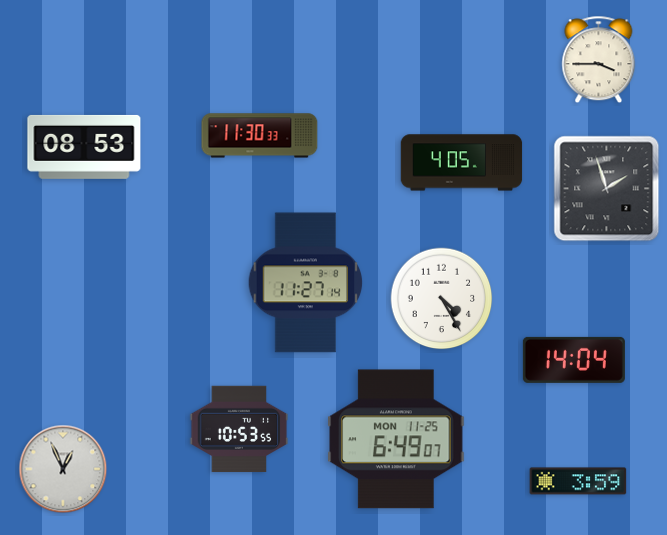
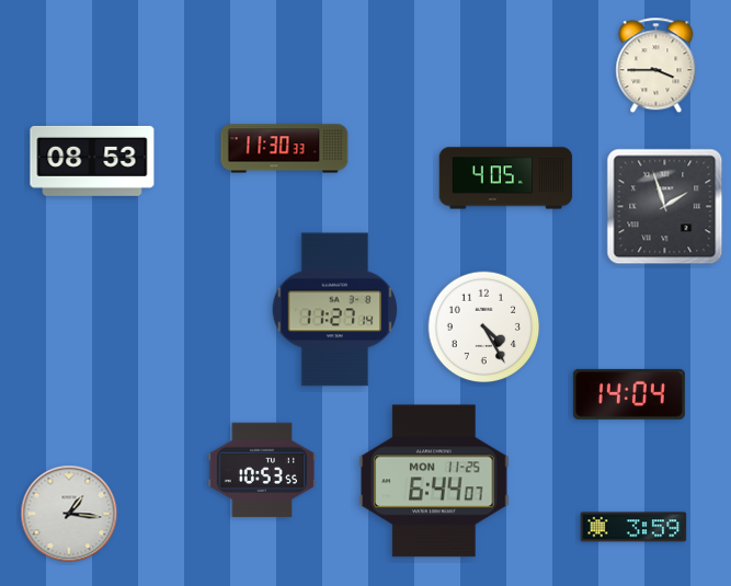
clock at (396, 439): 6:49 -> 6:44
clock at (63, 469): 12:56 -> 1:16
